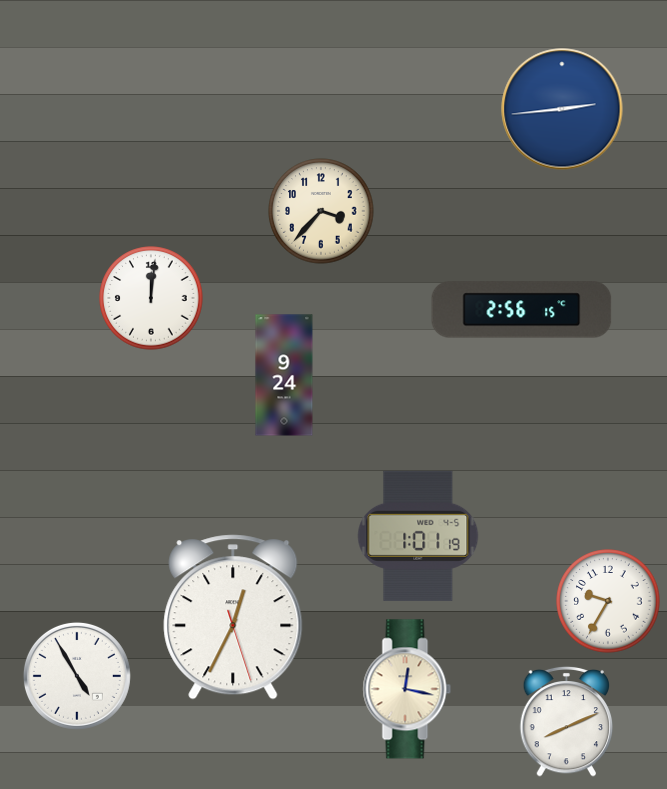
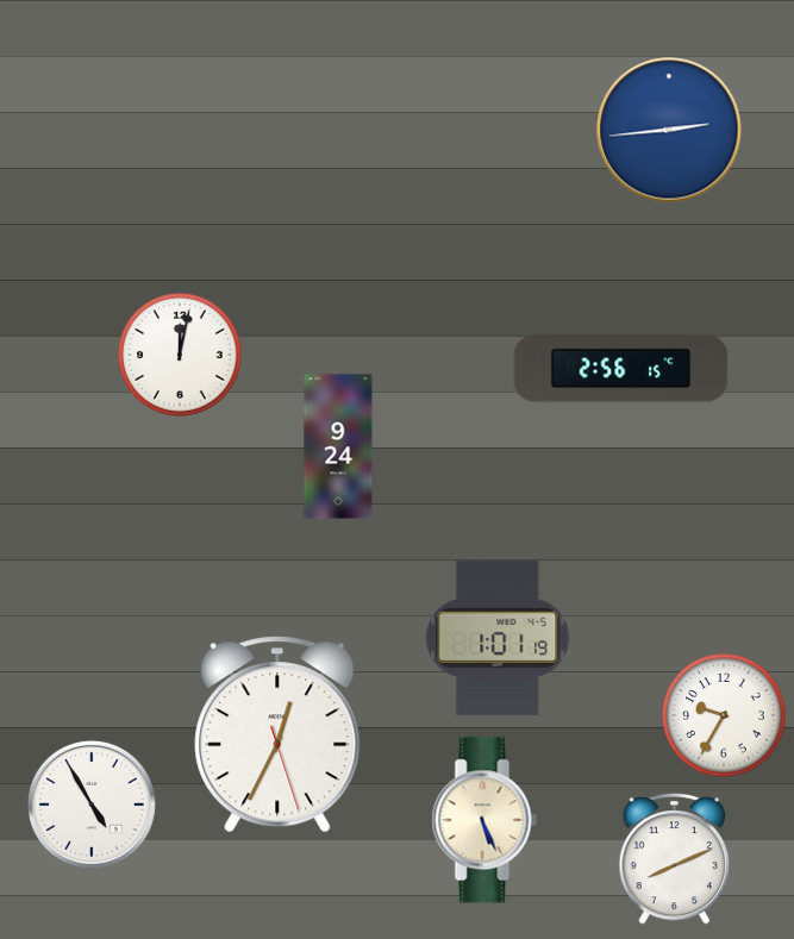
clock at (321, 211): 3:37 -> none
clock at (151, 298): 12:01 -> 12:02
clock at (407, 689): 12:17 -> 5:26
